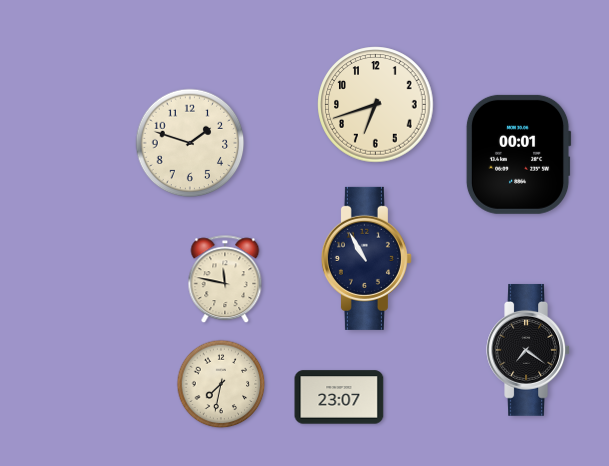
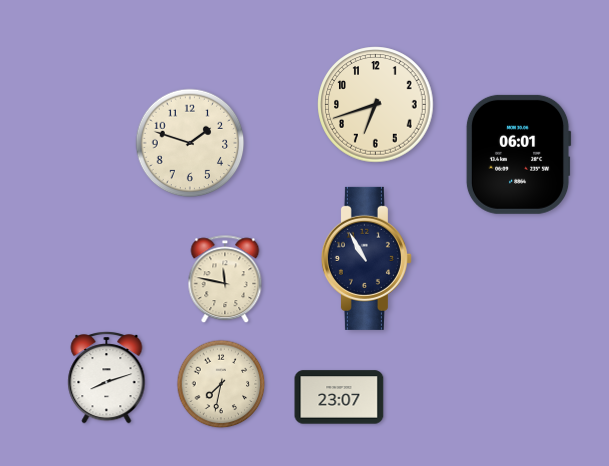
clock at (518, 154): 00:01 -> 06:01
clock at (528, 350): 7:21 -> none
clock at (107, 378): none -> 8:12
